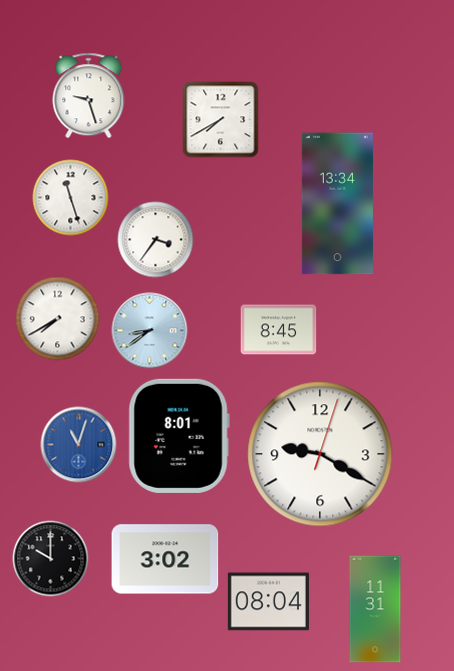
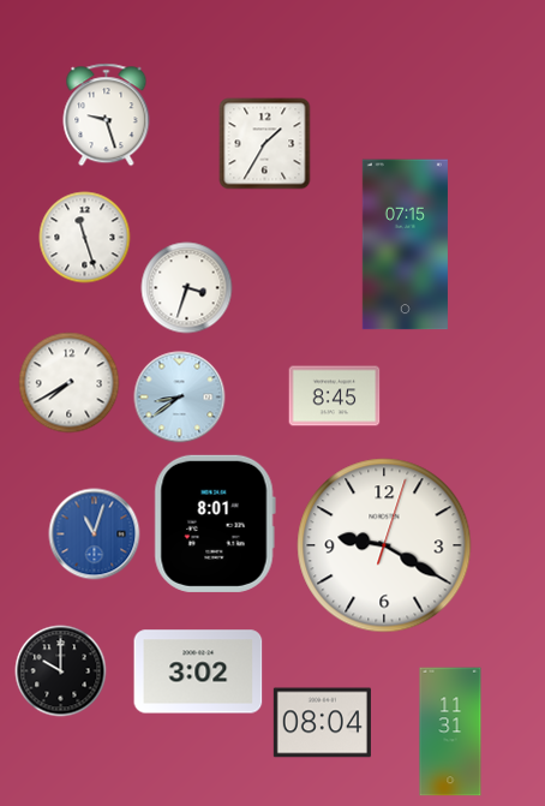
clock at (221, 120): 7:40 -> 1:35
clock at (337, 204): 13:34 -> 07:15
clock at (156, 240): 3:36 -> 3:33
